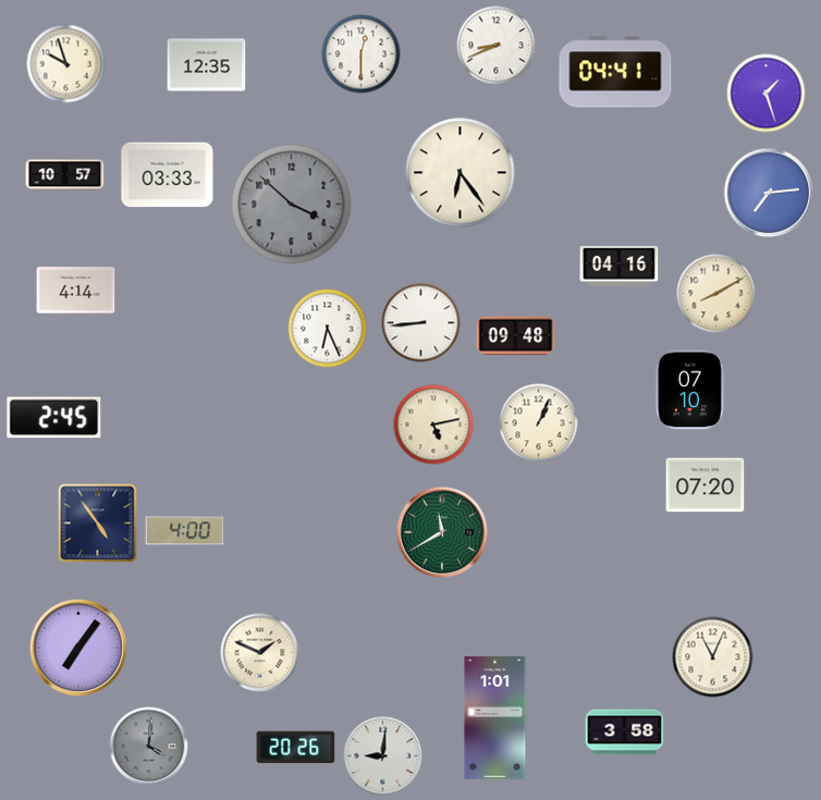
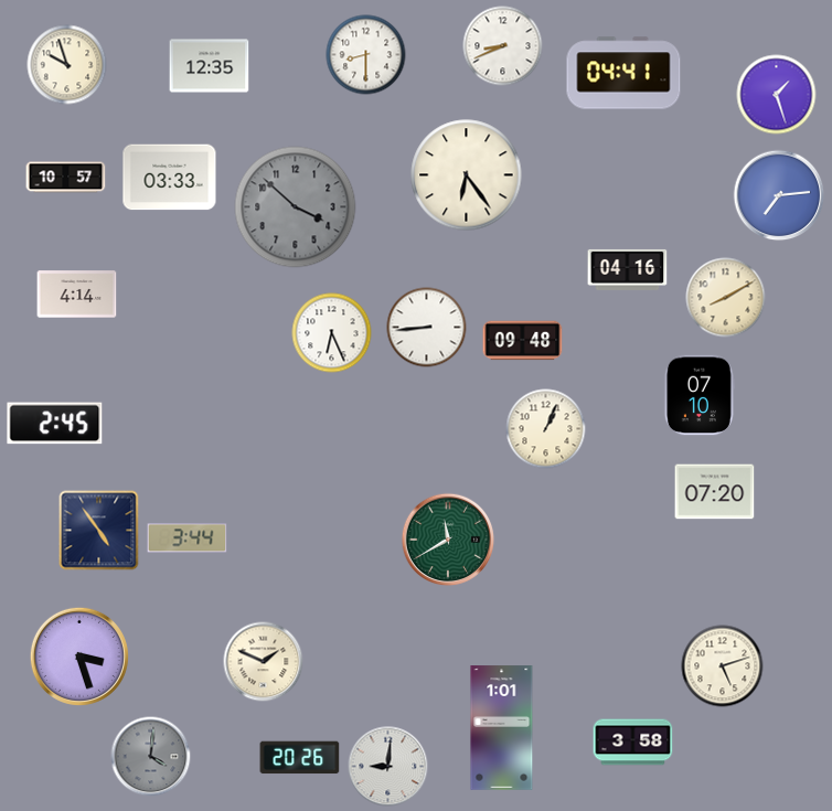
clock at (362, 54): 12:30 -> 8:30
clock at (433, 424): 5:13 -> none
clock at (185, 531): 4:00 -> 3:44
clock at (78, 648): 7:06 -> 3:27
clock at (713, 657): 11:04 -> 5:12
